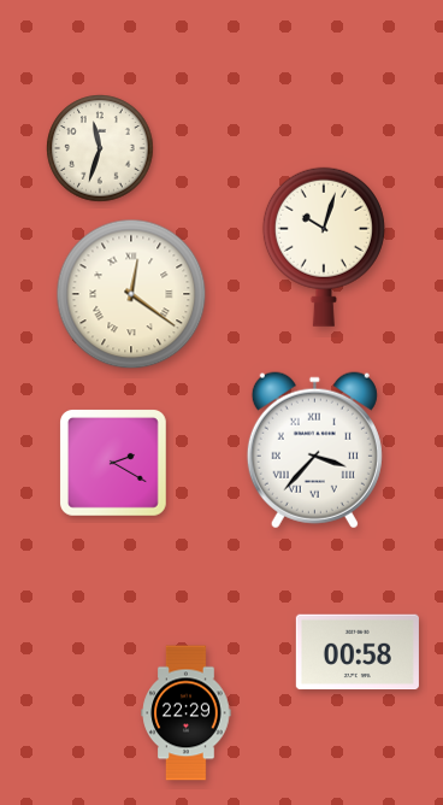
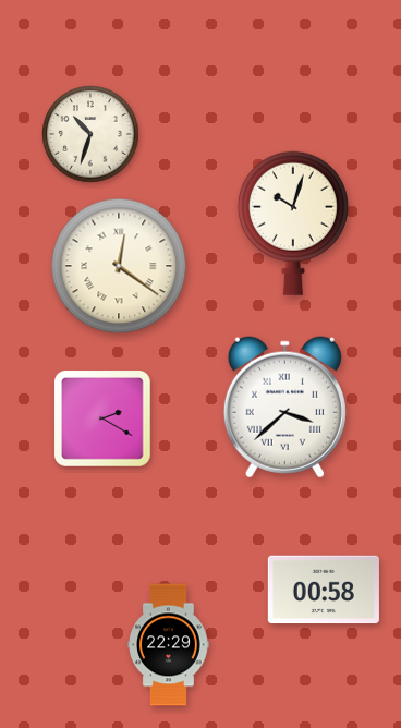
clock at (100, 148): 11:33 -> 10:33
clock at (314, 451): 3:37 -> 3:38
